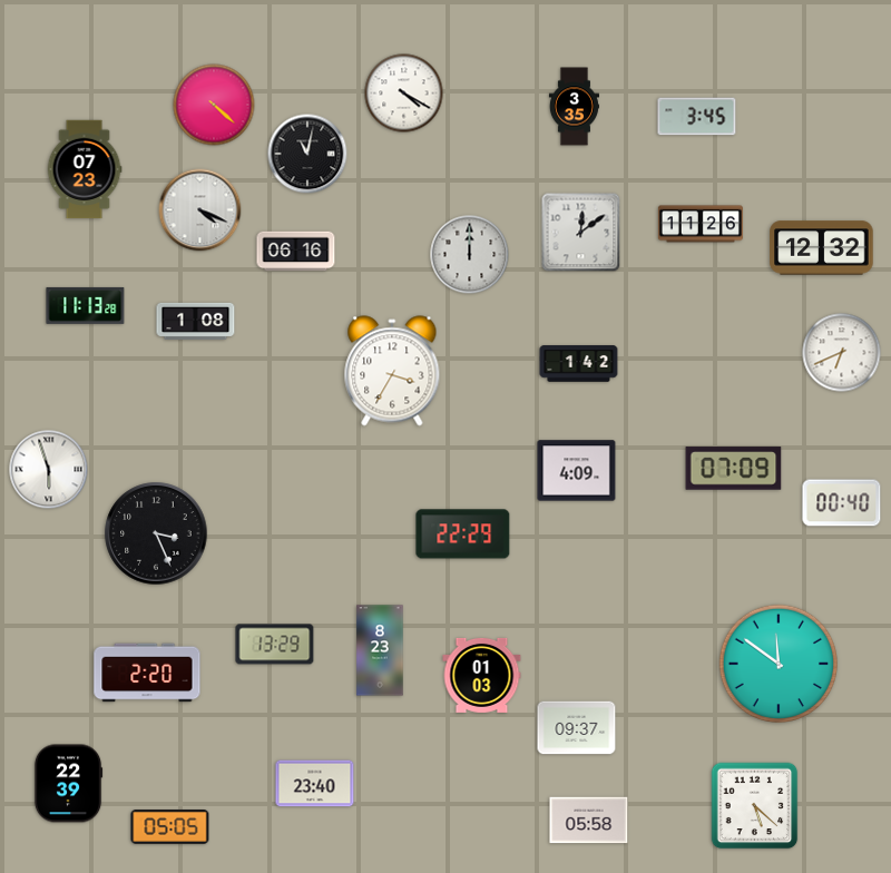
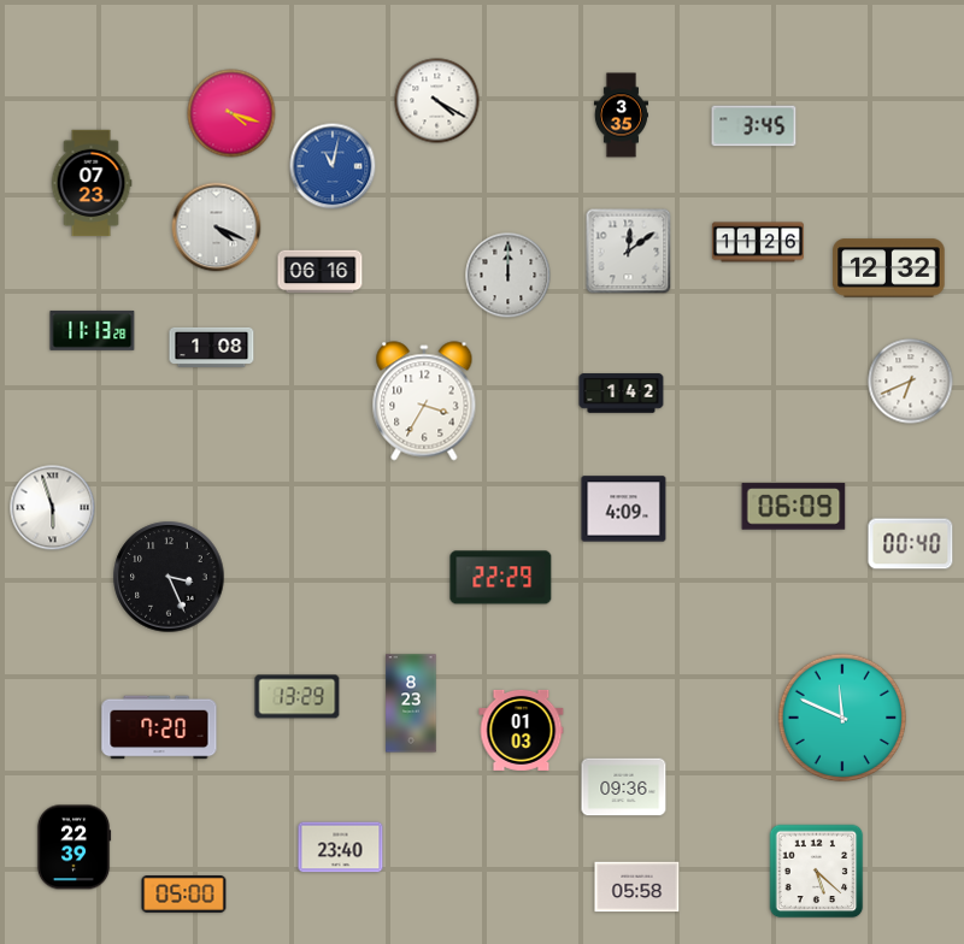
clock at (214, 105): 4:22 -> 4:18
clock at (307, 154) dial: black -> blue
clock at (579, 364) position: (579, 364) -> (622, 394)
clock at (734, 469): 07:09 -> 06:09
clock at (779, 664): 11:51 -> 11:49
clock at (147, 673): 2:20 -> 7:20
clock at (577, 728): 09:37 -> 09:36
clock at (170, 827): 05:05 -> 05:00
